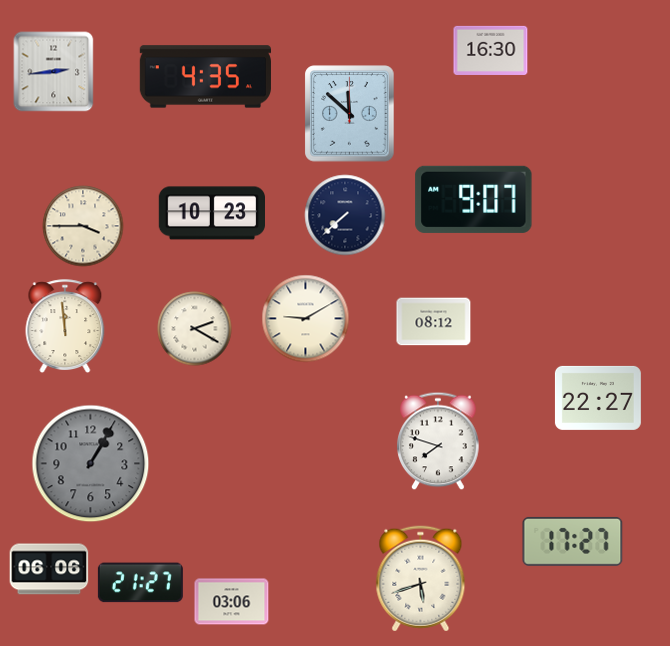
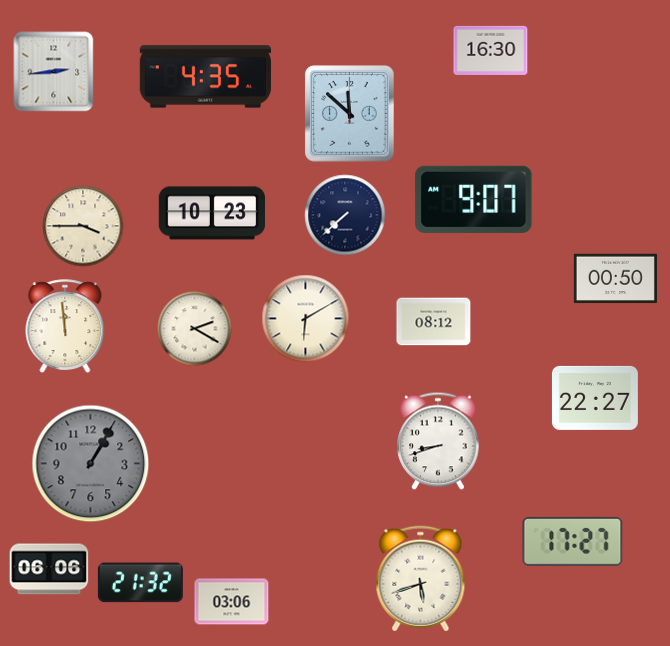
clock at (615, 279): none -> 00:50
clock at (306, 319): 9:10 -> 6:10
clock at (598, 398) position: (598, 398) -> (595, 398)
clock at (438, 441): 7:48 -> 8:42
clock at (140, 583): 21:27 -> 21:32
